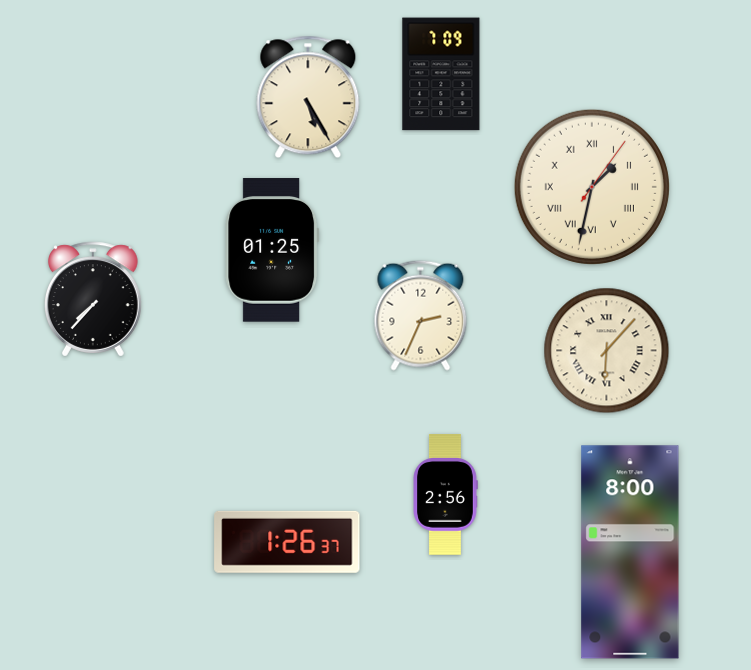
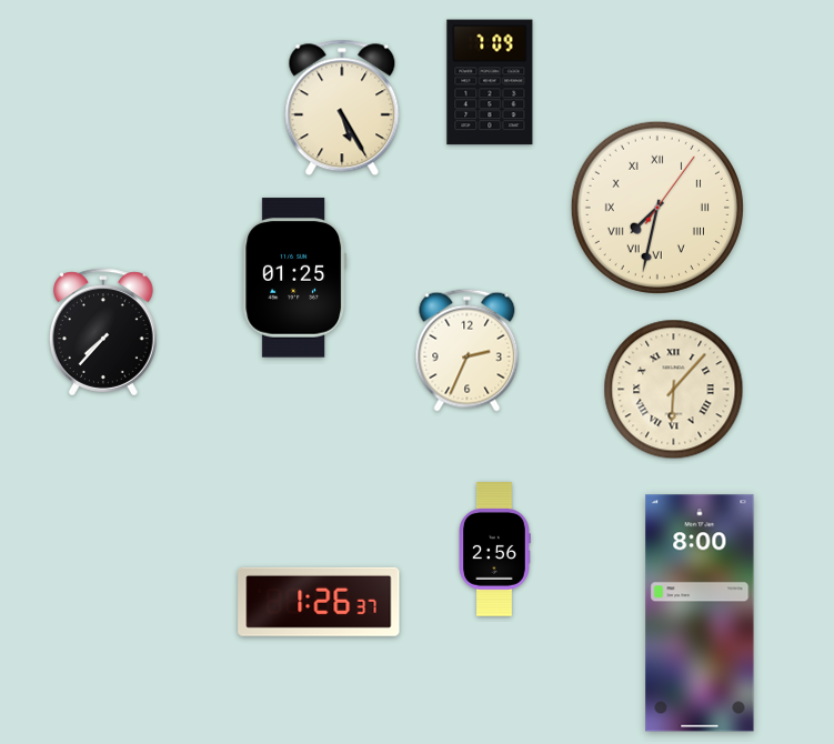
clock at (592, 187): 1:32 -> 7:32
clock at (272, 250) position: (272, 250) -> (294, 278)
